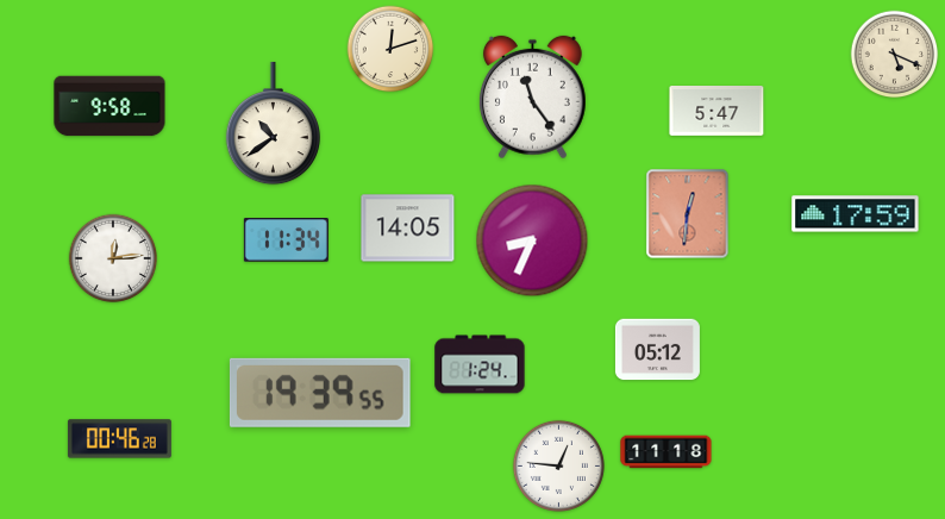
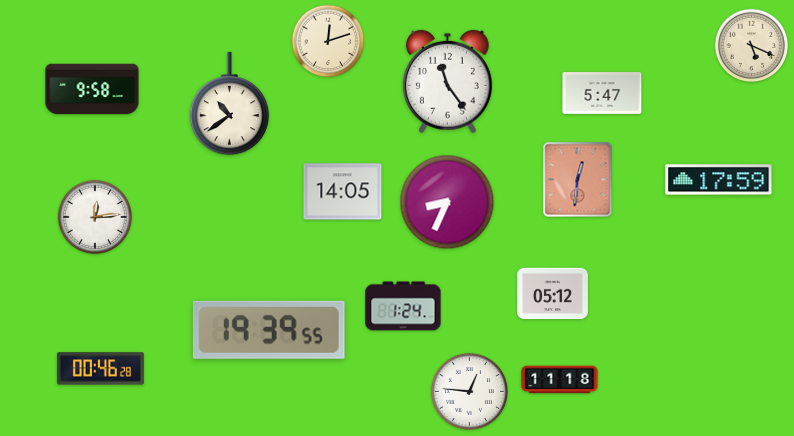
clock at (286, 240): 11:34 -> none
